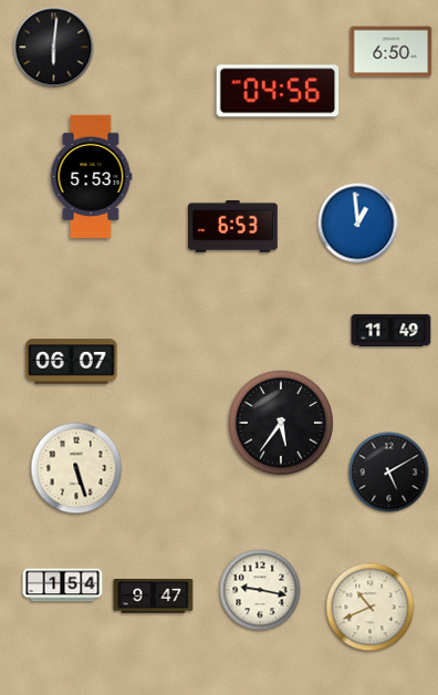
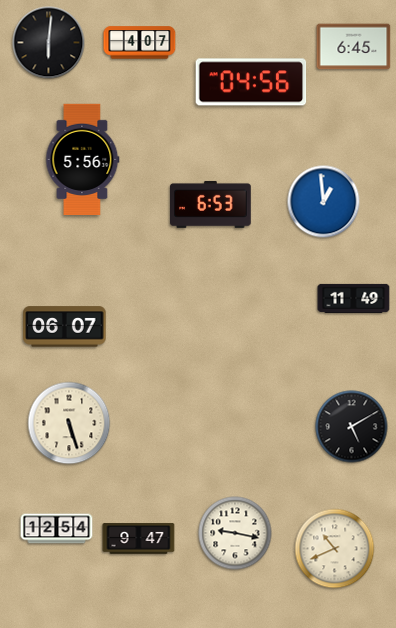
clock at (140, 43): none -> 4:07
clock at (392, 52): 6:50 -> 6:45
clock at (91, 177): 5:53 -> 5:56
clock at (281, 423): 5:36 -> none
clock at (63, 585): 1:54 -> 12:54
